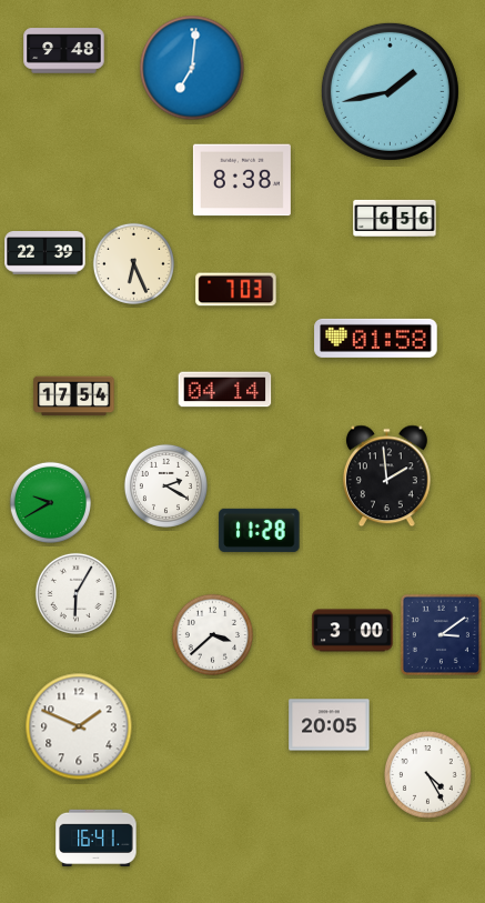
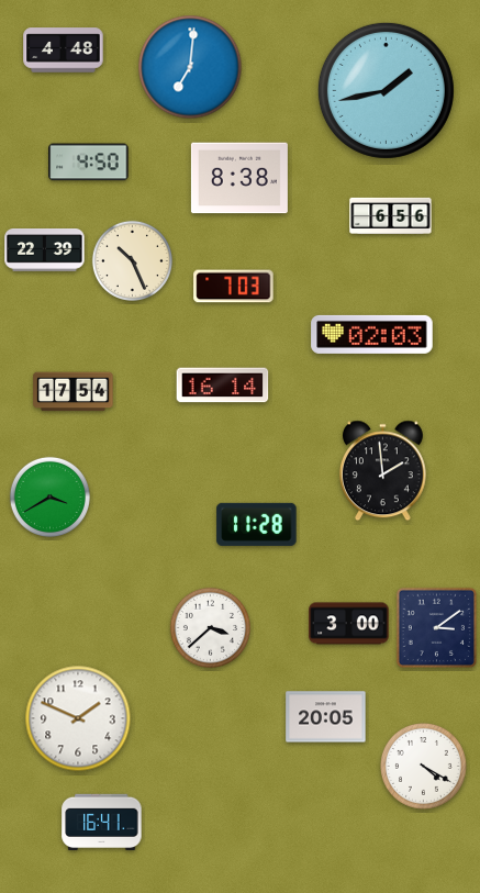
clock at (64, 51): 9:48 -> 4:48
clock at (89, 163): none -> 4:50
clock at (133, 263): 6:26 -> 10:26
clock at (376, 338): 01:58 -> 02:03
clock at (225, 390): 04:14 -> 16:14
clock at (165, 485): 2:20 -> none
clock at (50, 502): 9:40 -> 3:40
clock at (75, 593): 6:05 -> none
clock at (428, 775): 4:25 -> 4:20
clock at (97, 839) position: (97, 839) -> (102, 823)
